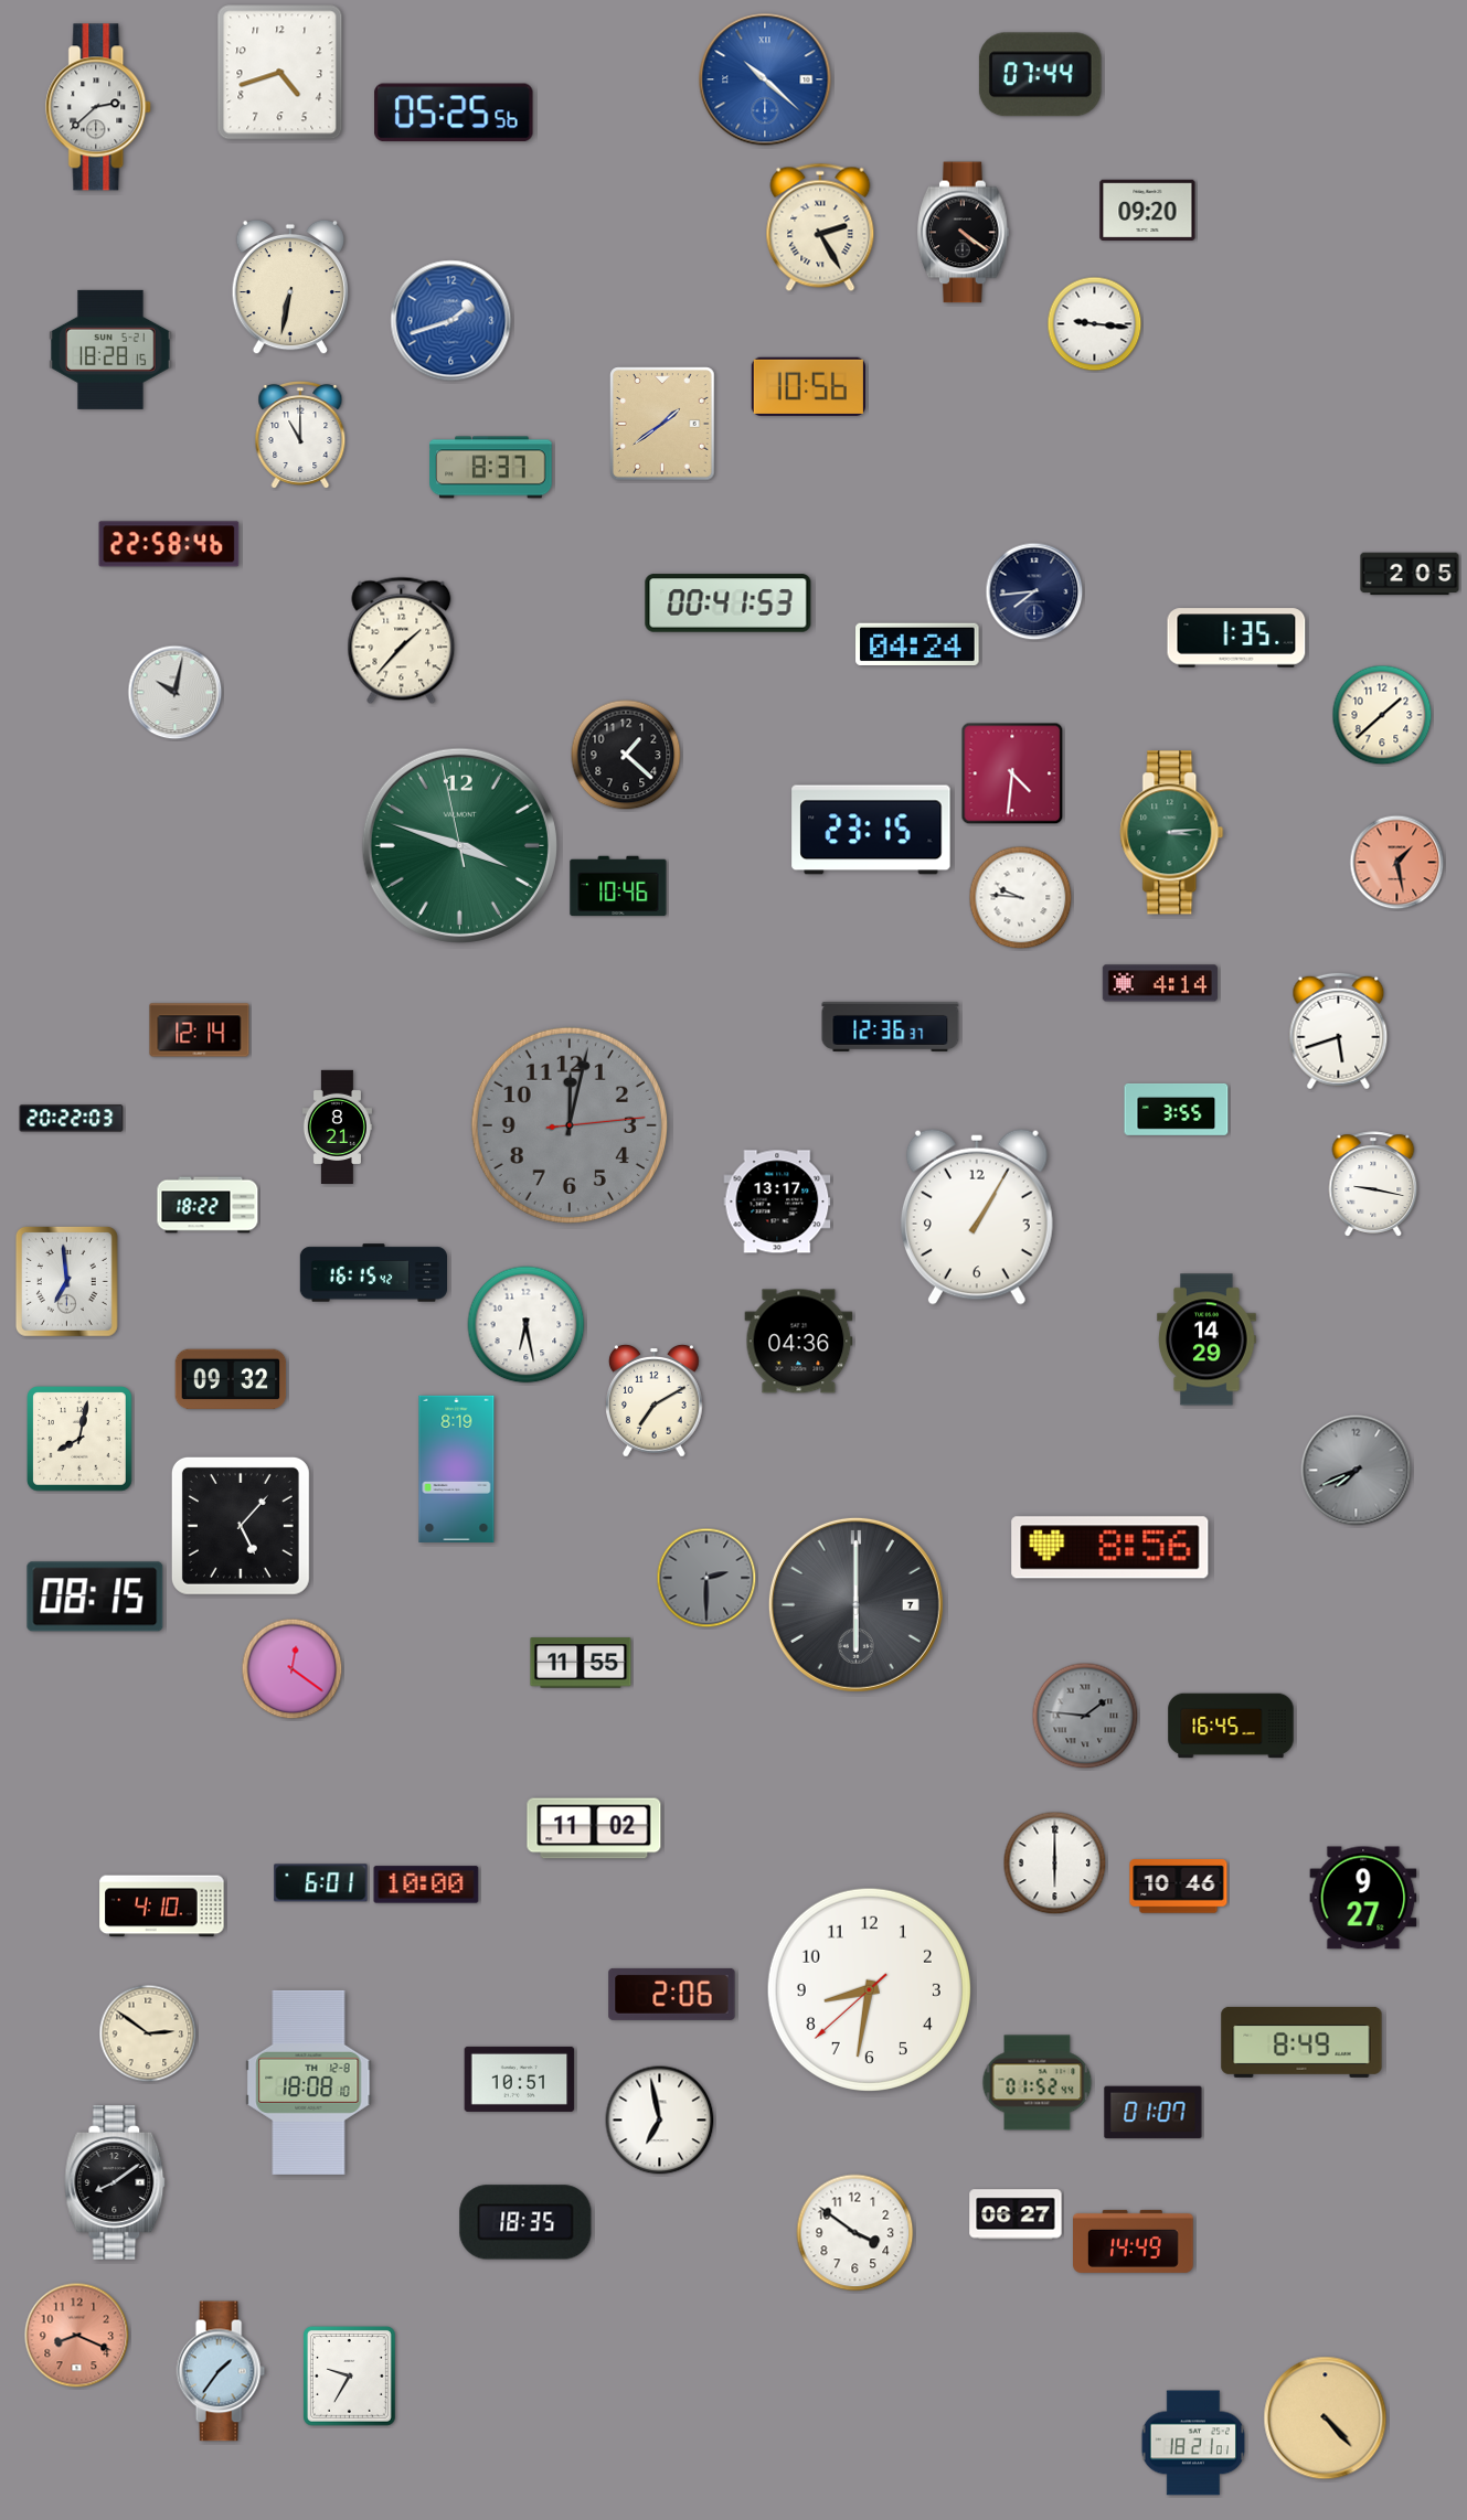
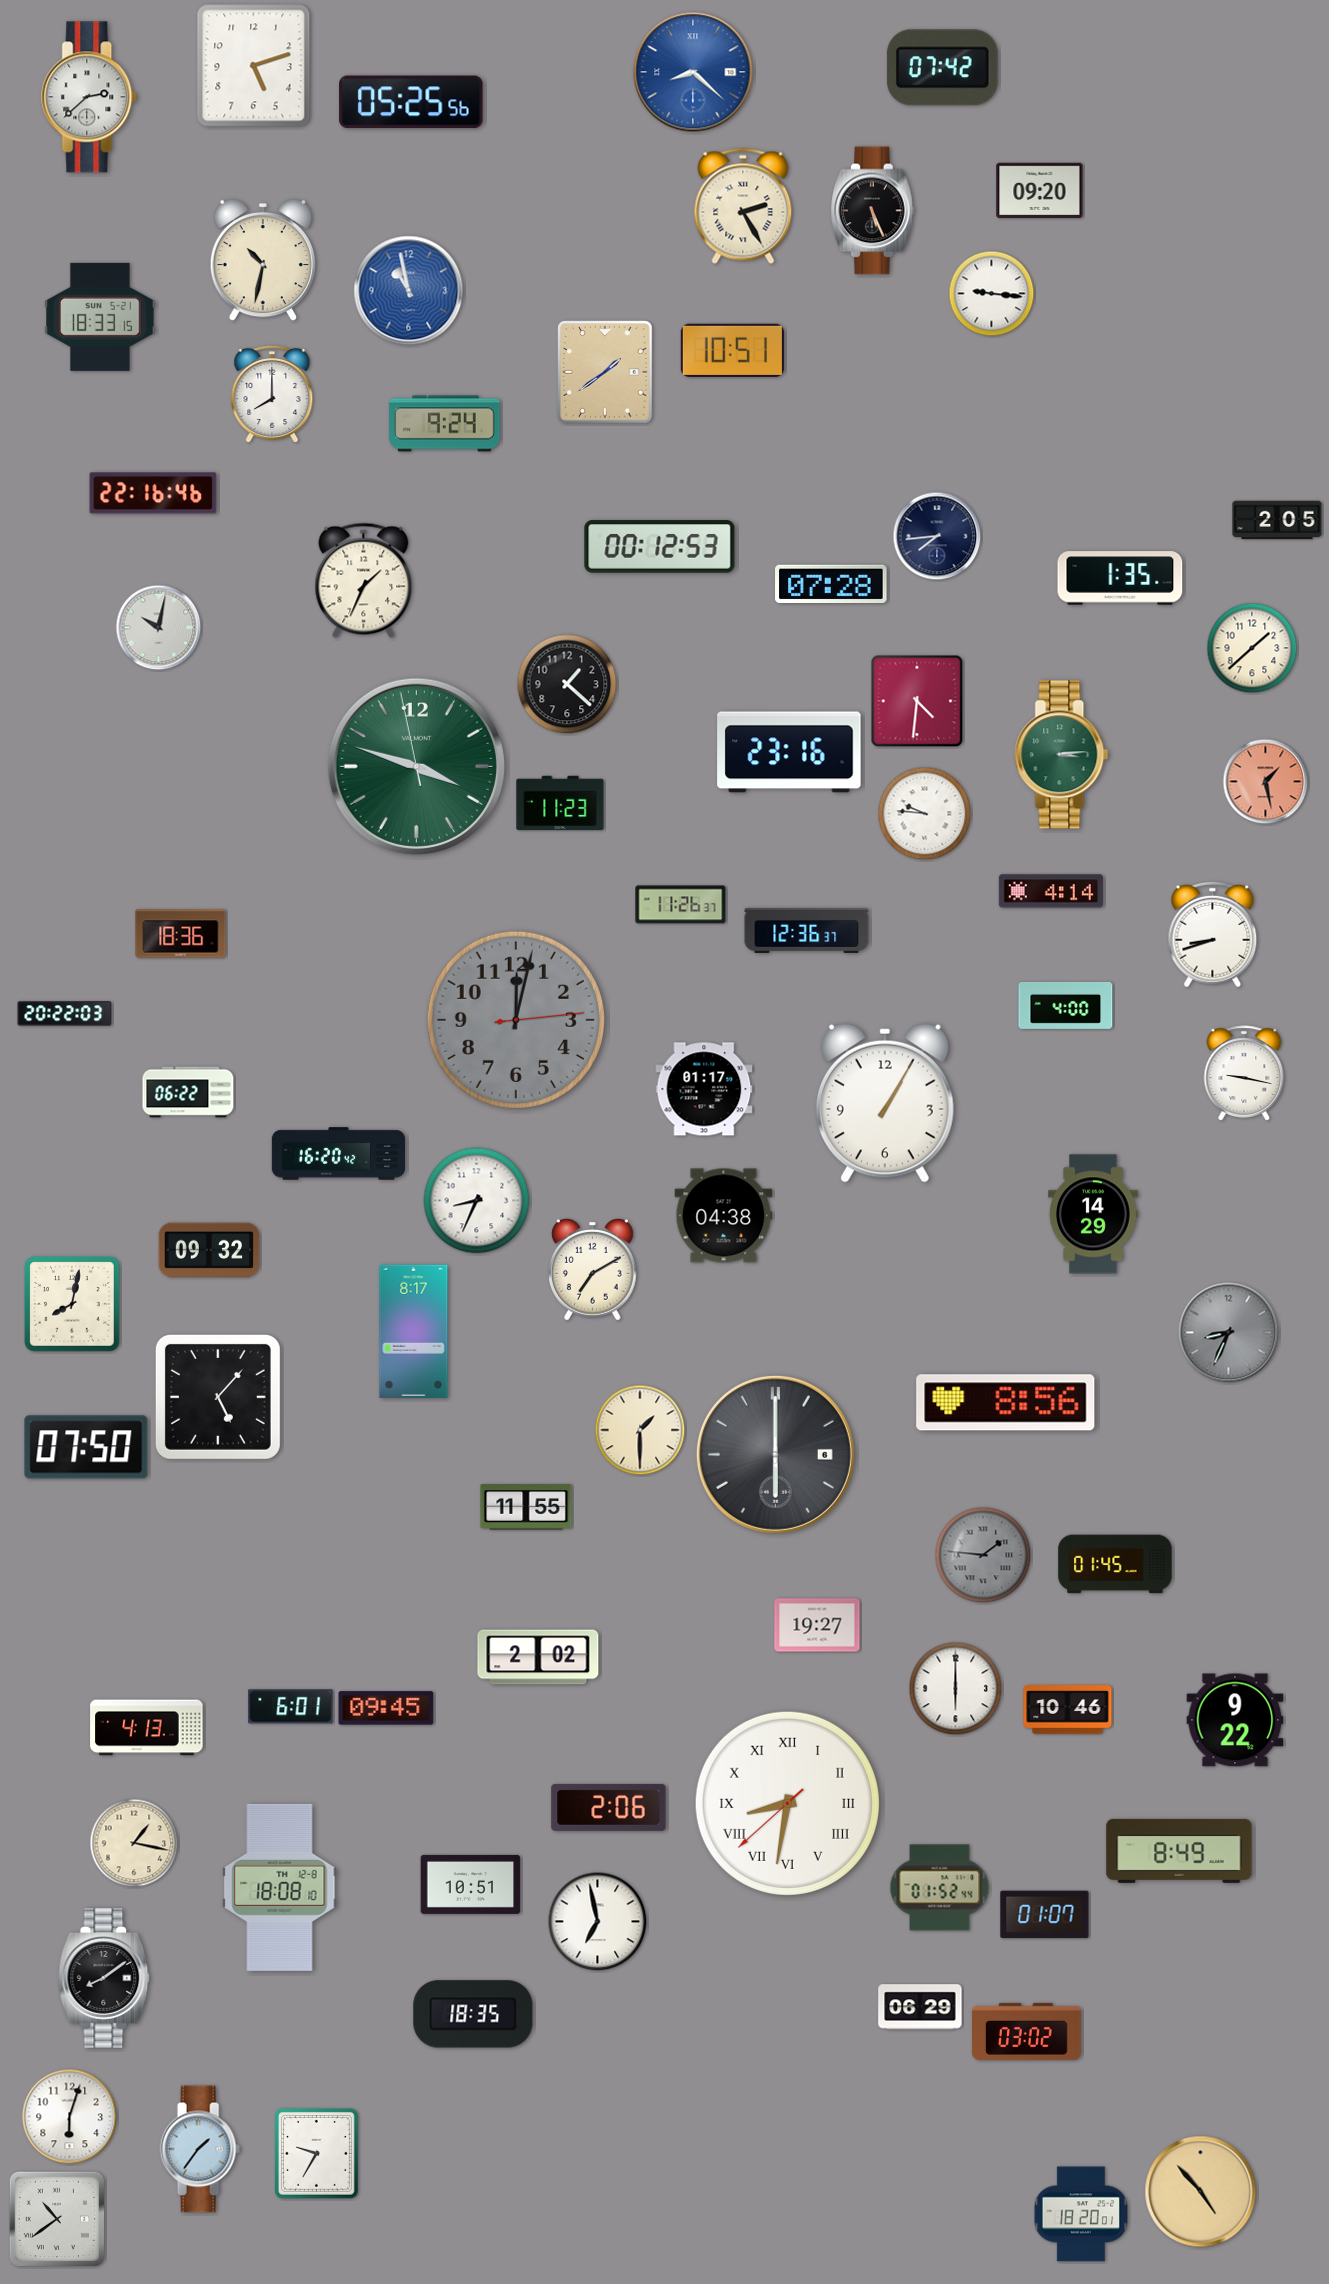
clock at (280, 73): 4:42 -> 5:12
clock at (1040, 75): 07:44 -> 07:42
clock at (765, 79): 10:22 -> 8:22
clock at (964, 233): 4:21 -> 5:26
clock at (289, 287): 6:32 -> 10:32
clock at (451, 321): 1:42 -> 10:58
clock at (110, 350): 18:28 -> 18:33
clock at (808, 386): 10:56 -> 10:51
clock at (662, 424) position: (662, 424) -> (605, 372)
clock at (300, 434): 11:00 -> 8:00
clock at (491, 468): 8:37 -> 9:24
clock at (169, 544): 22:58 -> 22:16
clock at (729, 604): 00:41 -> 00:12
clock at (402, 641): 1:37 -> 1:34
clock at (917, 643): 04:24 -> 07:28
clock at (871, 830): 23:15 -> 23:16
clock at (618, 886): 10:46 -> 11:23
clock at (681, 905): none -> 11:26
clock at (200, 1031): 12:14 -> 18:36
clock at (1339, 1032): 5:42 -> 8:42
clock at (1177, 1109): 3:55 -> 4:00
clock at (337, 1126): 8:21 -> none
clock at (777, 1202): 13:17 -> 01:17
clock at (208, 1205): 18:22 -> 06:22
clock at (373, 1273): 16:15 -> 16:20
clock at (66, 1281): 6:59 -> none
clock at (527, 1325): 6:28 -> 8:34
clock at (799, 1342): 04:36 -> 04:38
clock at (457, 1469): 8:19 -> 8:17
clock at (1357, 1471): 7:41 -> 8:34
clock at (241, 1526) position: (241, 1526) -> (218, 1397)
clock at (706, 1578): 2:30 -> 1:30
clock at (706, 1578) dial: grey -> cream
clock at (95, 1597): 08:15 -> 07:50
clock at (855, 1604) date: 7 -> 6
clock at (293, 1669): 12:21 -> none
clock at (1231, 1726): 16:45 -> 01:45
clock at (817, 1625): none -> 19:27
clock at (594, 1828): 11:02 -> 2:02
clock at (426, 1884): 10:00 -> 09:45
clock at (1363, 1898): 9:27 -> 9:22
clock at (162, 1907): 4:10 -> 4:13
clock at (869, 1989) numerals: Arabic -> Roman
clock at (148, 2033): 2:51 -> 1:17
clock at (1016, 2214): 06:27 -> 06:29
clock at (525, 2222) position: (525, 2222) -> (473, 2014)
clock at (855, 2233): 3:51 -> none
clock at (1134, 2241): 14:49 -> 03:02
clock at (77, 2336): 8:19 -> 6:03
clock at (77, 2336) dial: salmon -> white
clock at (1326, 2418): 4:23 -> 4:53
clock at (1193, 2443): 18:21 -> 18:20
clock at (56, 2218): none -> 10:39
